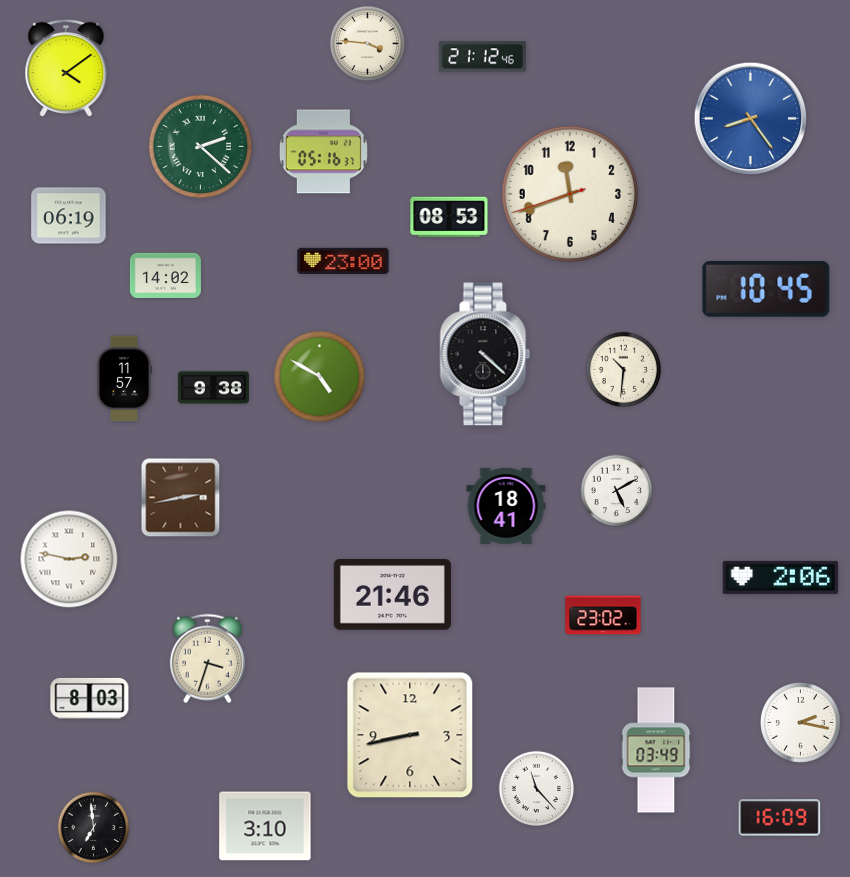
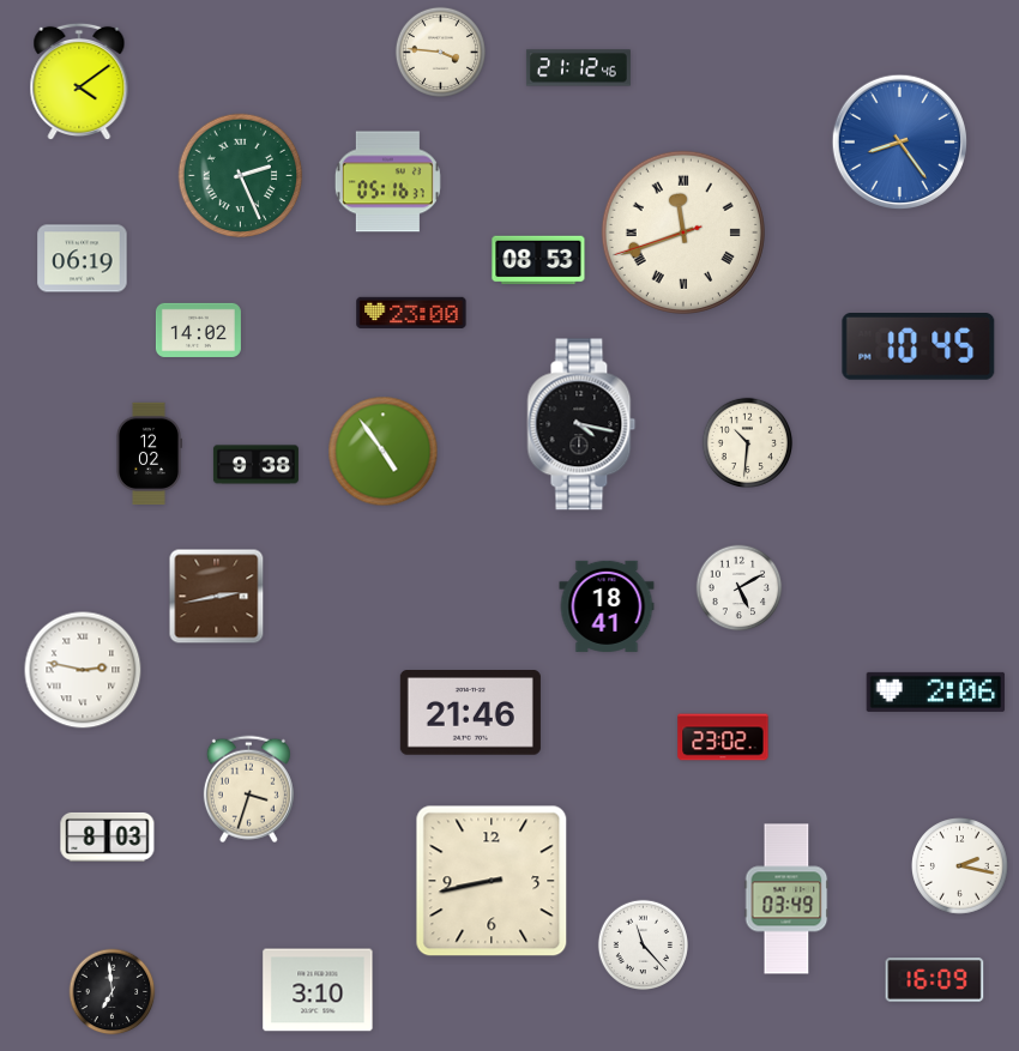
clock at (201, 147): 2:22 -> 2:26
clock at (570, 194) numerals: Arabic -> Roman
clock at (485, 354): 4:22 -> 4:17
clock at (320, 377): 4:50 -> 4:54
clock at (124, 378): 11:57 -> 12:02
